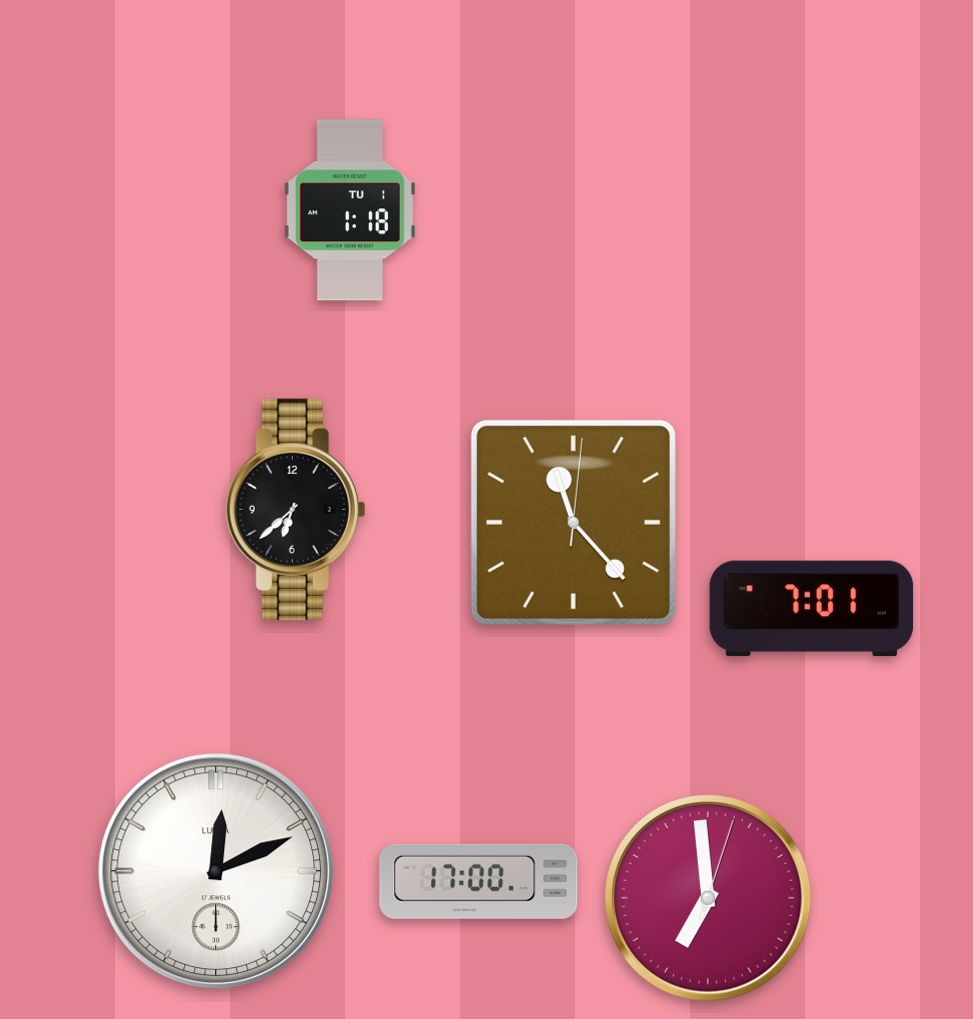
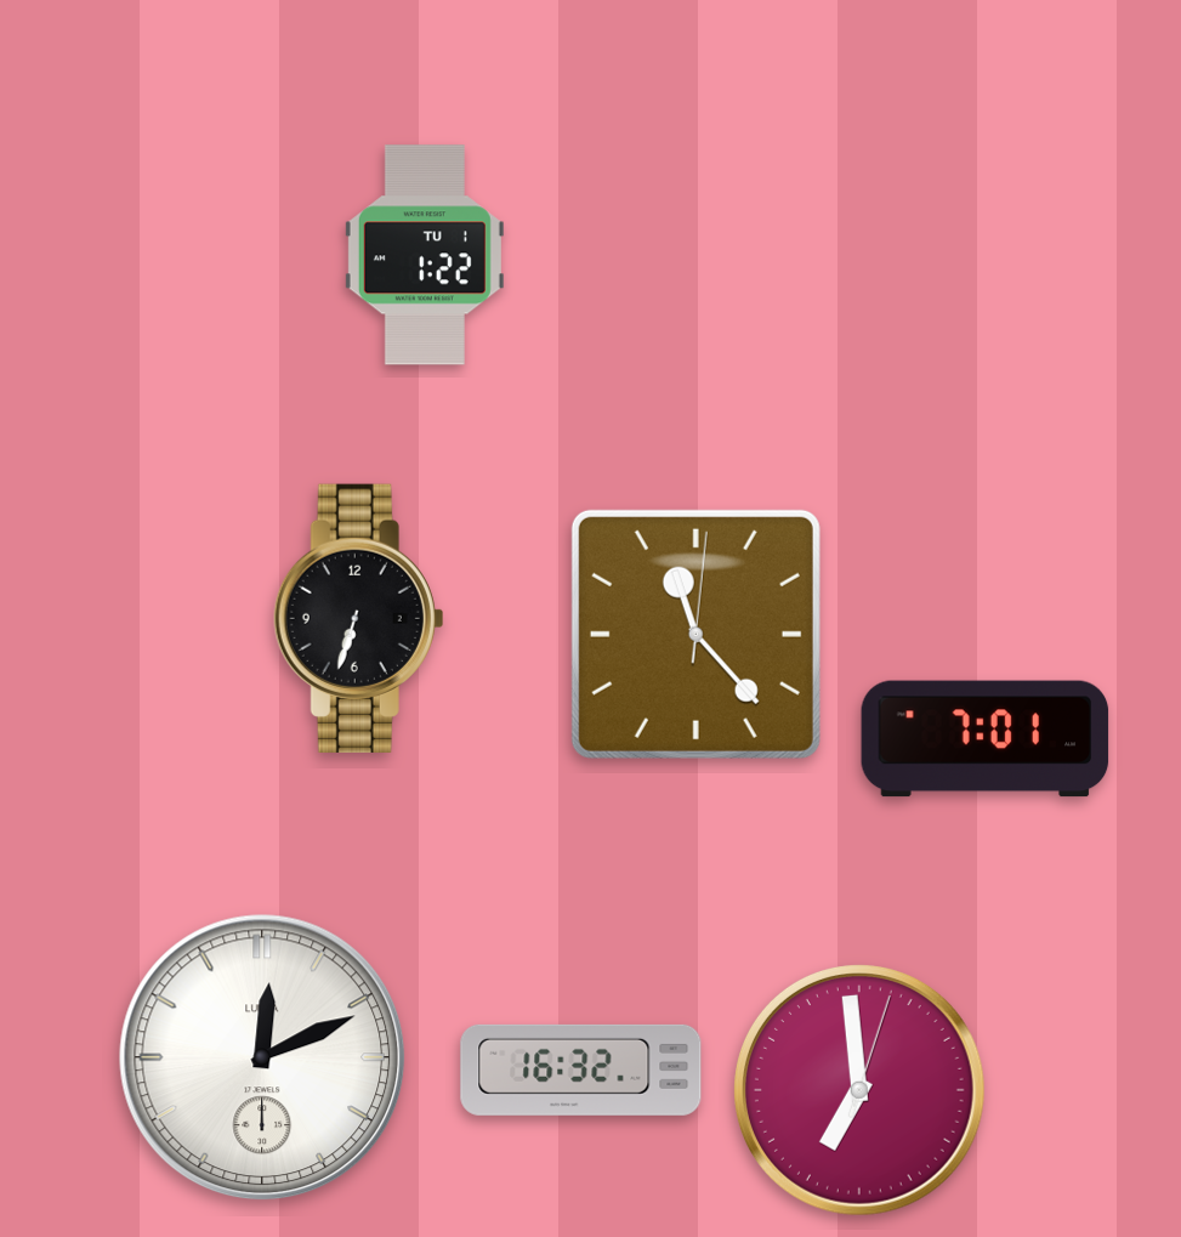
clock at (350, 210): 1:18 -> 1:22
clock at (296, 509): 6:38 -> 6:33
clock at (479, 881): 17:00 -> 16:32
